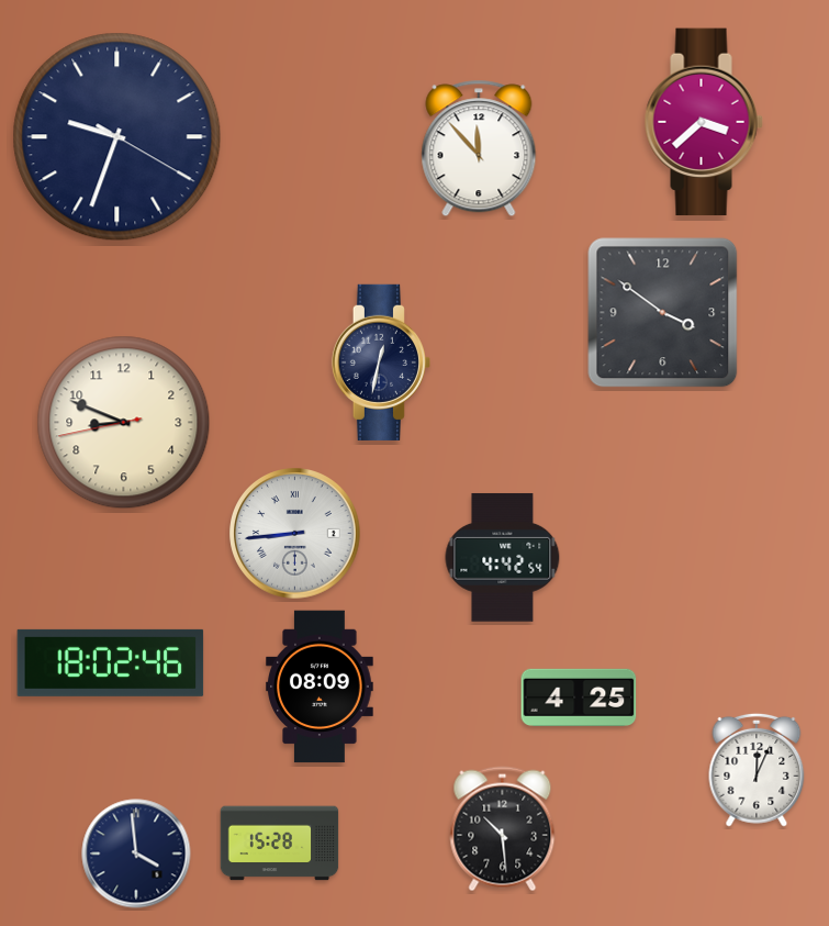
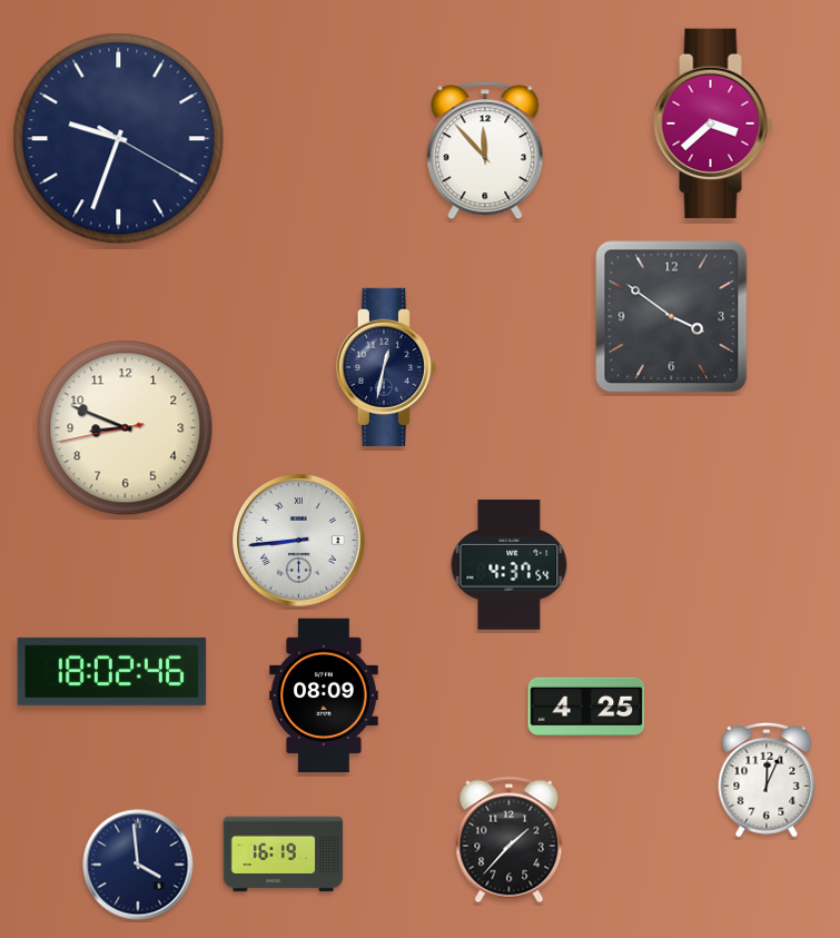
clock at (503, 558): 4:42 -> 4:37
clock at (503, 829): 10:29 -> 1:37
clock at (280, 844): 15:28 -> 16:19
